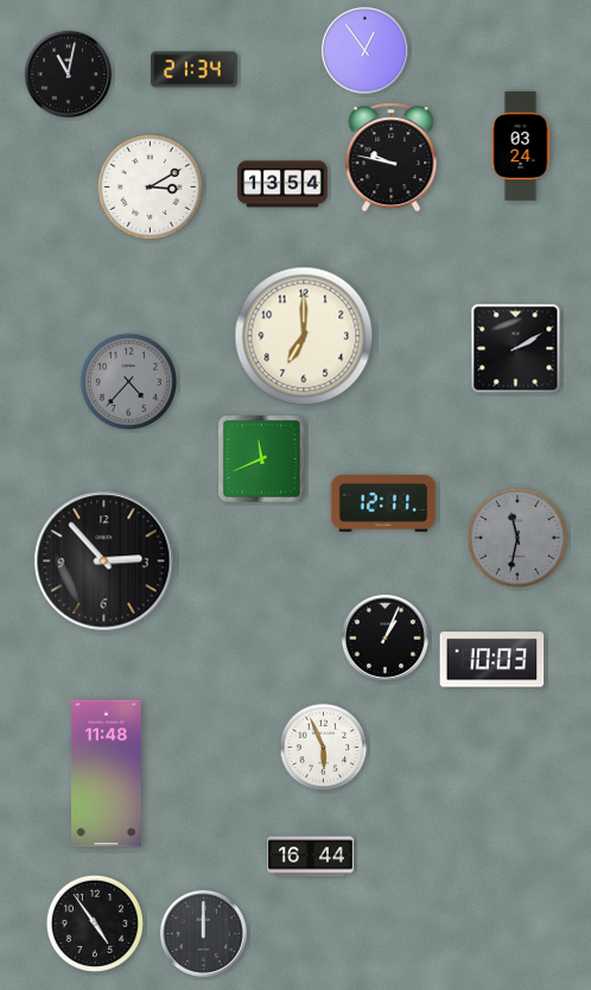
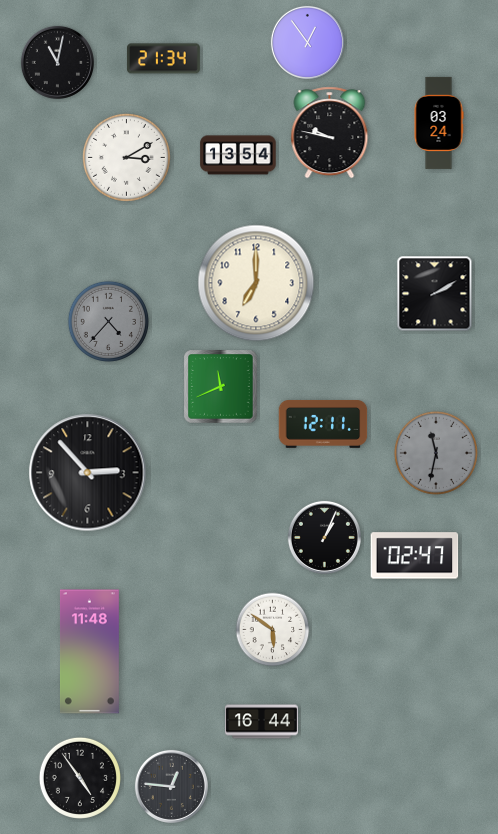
clock at (493, 660): 10:03 -> 02:47
clock at (324, 748): 5:56 -> 5:51
clock at (203, 933): 12:00 -> 12:46
